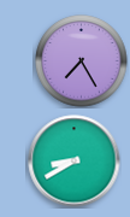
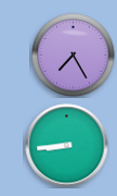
clock at (75, 162): 8:40 -> 8:44
